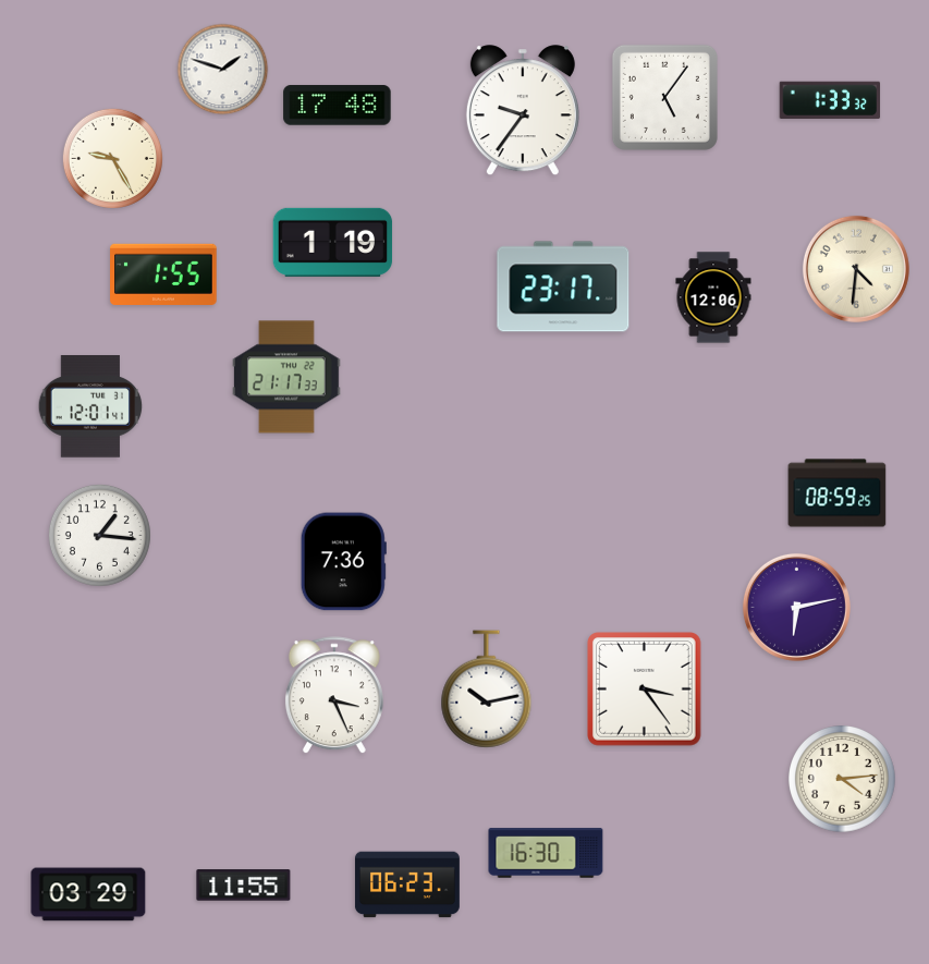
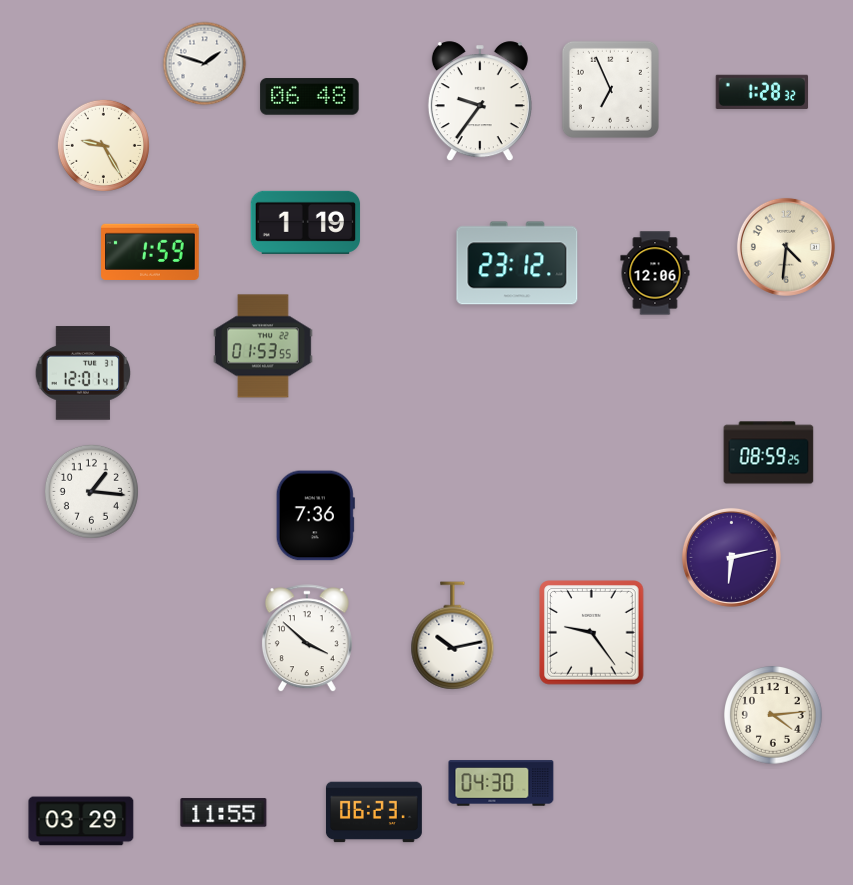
clock at (664, 97): 5:06 -> 6:56
clock at (830, 100): 1:33 -> 1:28
clock at (338, 106): 17:48 -> 06:48
clock at (163, 274): 1:55 -> 1:59
clock at (563, 286): 23:17 -> 23:12
clock at (288, 377): 21:17 -> 01:53
clock at (487, 690) position: (487, 690) -> (453, 636)
clock at (645, 690): 3:24 -> 9:24
clock at (334, 696): 3:26 -> 3:52
clock at (546, 853): 16:30 -> 04:30
